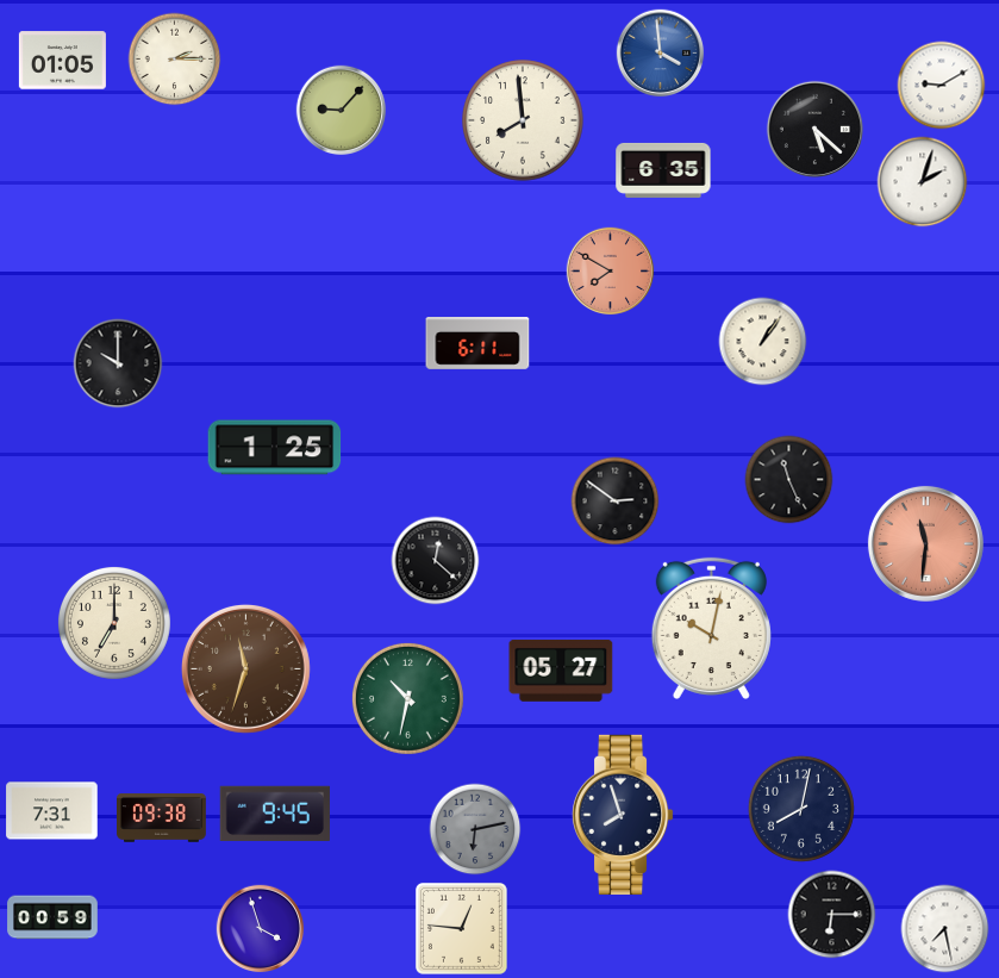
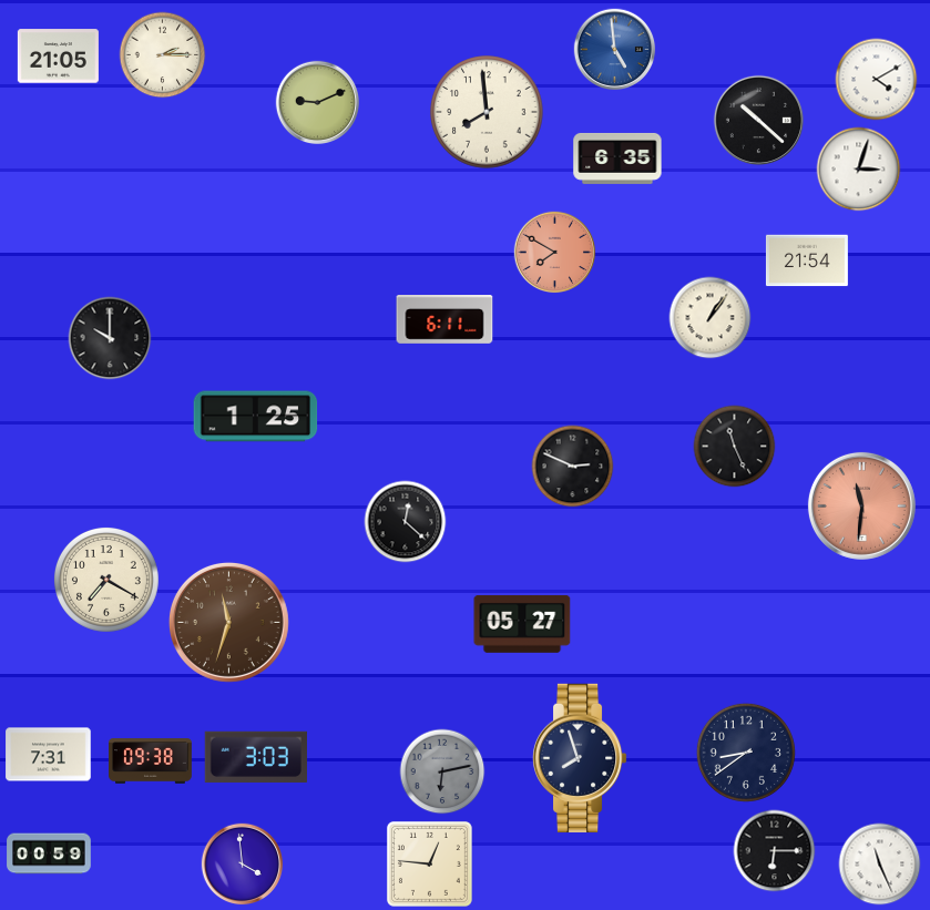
clock at (661, 54): 3:59 -> 4:59
clock at (62, 61): 01:05 -> 21:05
clock at (942, 86): 9:10 -> 4:10
clock at (342, 111): 9:07 -> 9:11
clock at (814, 129): 5:22 -> 10:22
clock at (923, 182): 2:03 -> 3:03
clock at (611, 272) position: (611, 272) -> (555, 253)
clock at (807, 260): none -> 21:54
clock at (616, 502): 2:51 -> 2:49
clock at (114, 623): 7:00 -> 7:20
clock at (711, 628): 10:02 -> none
clock at (407, 698): 10:32 -> none
clock at (801, 809): 8:02 -> 8:39
clock at (275, 814): 9:45 -> 3:03
clock at (261, 929): 3:57 -> 3:59
clock at (945, 929): 7:28 -> 11:26
